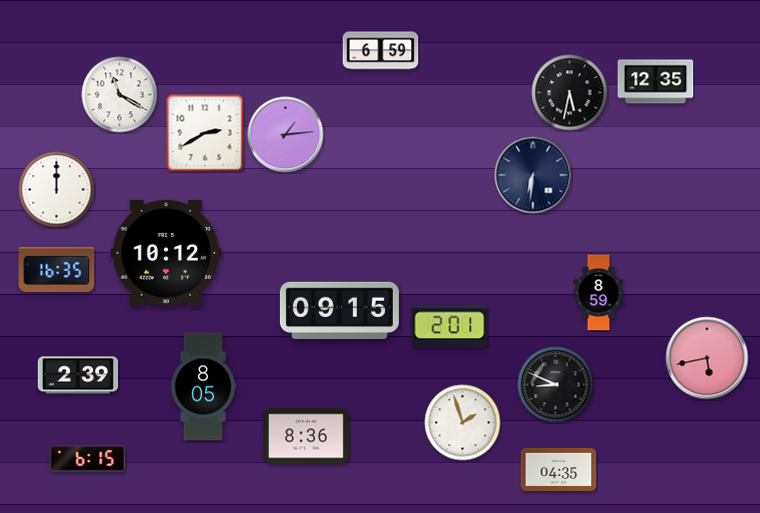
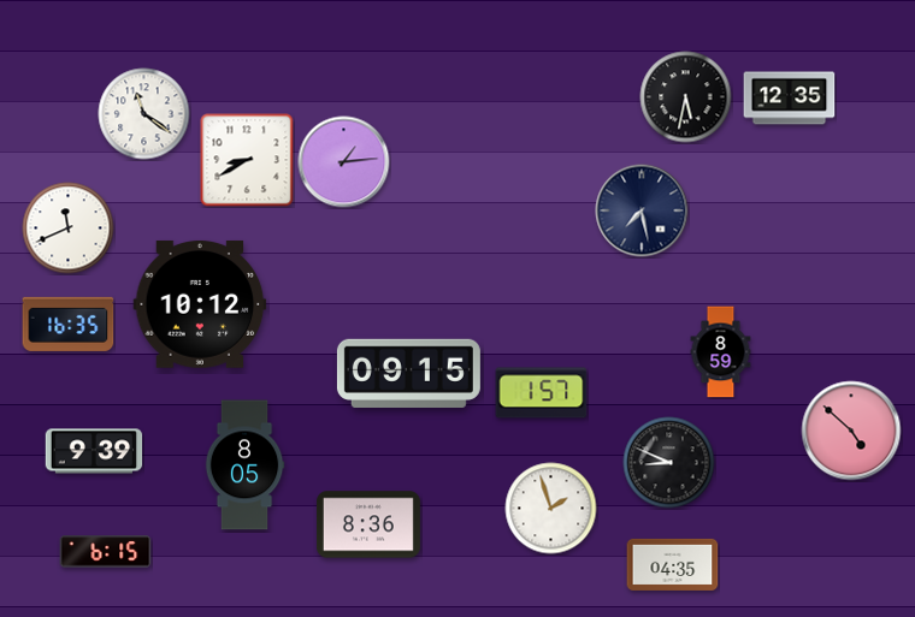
clock at (381, 51): 6:59 -> none
clock at (570, 93) position: (570, 93) -> (686, 97)
clock at (120, 95): 11:20 -> 11:21
clock at (205, 133): 2:40 -> 8:40
clock at (533, 175): 6:31 -> 7:28
clock at (57, 190): 12:00 -> 11:41
clock at (450, 327): 2:01 -> 1:57
clock at (707, 358): 5:43 -> 4:52
clock at (78, 375): 2:39 -> 9:39
clock at (463, 423) position: (463, 423) -> (551, 509)
